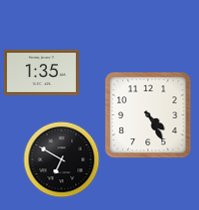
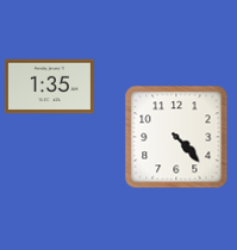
clock at (148, 115): 4:25 -> 4:23
clock at (62, 160): 6:50 -> none
